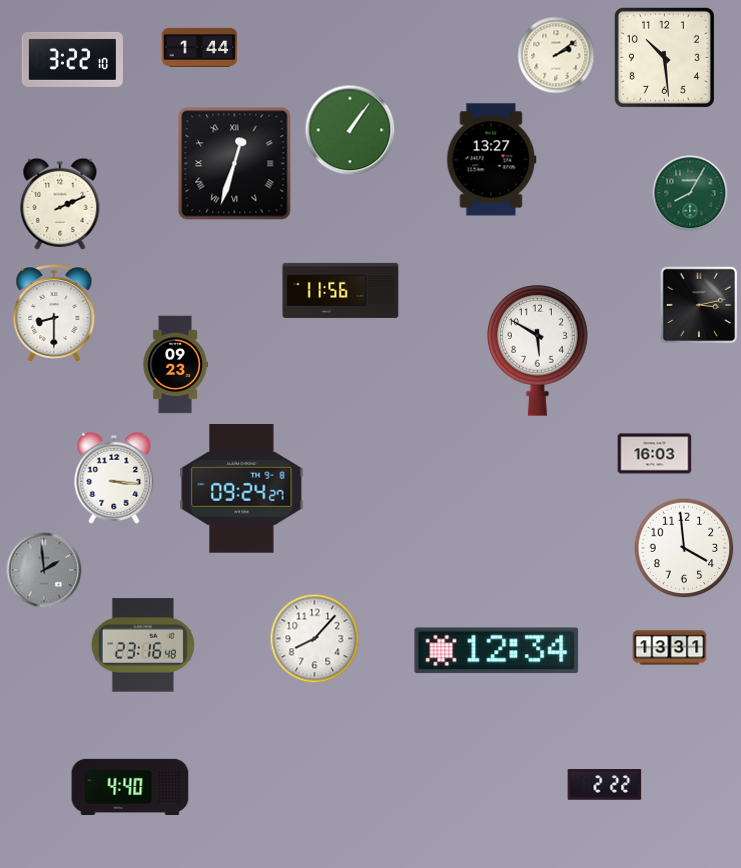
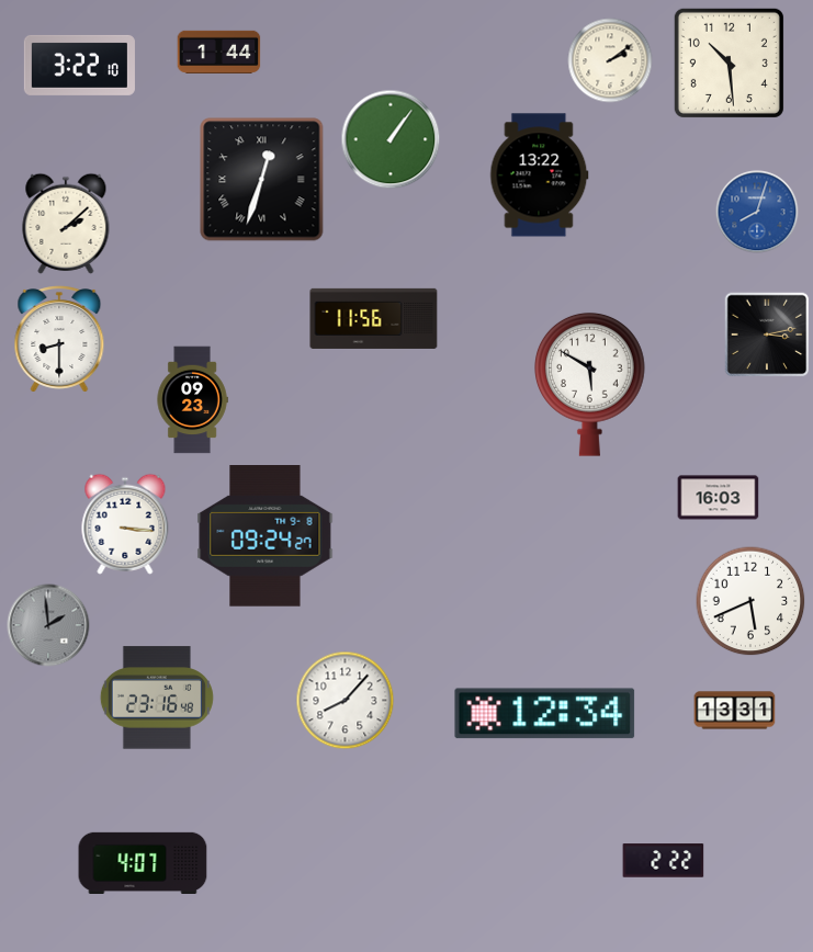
clock at (350, 130) position: (350, 130) -> (391, 139)
clock at (492, 160): 13:27 -> 13:22
clock at (235, 164) position: (235, 164) -> (262, 180)
clock at (690, 193): 8:05 -> 8:03
clock at (690, 193) dial: green -> blue
clock at (60, 204): 2:11 -> 2:08
clock at (54, 314) position: (54, 314) -> (59, 340)
clock at (684, 548): 3:59 -> 5:41
clock at (143, 645) position: (143, 645) -> (157, 698)
clock at (130, 786): 4:40 -> 4:07
